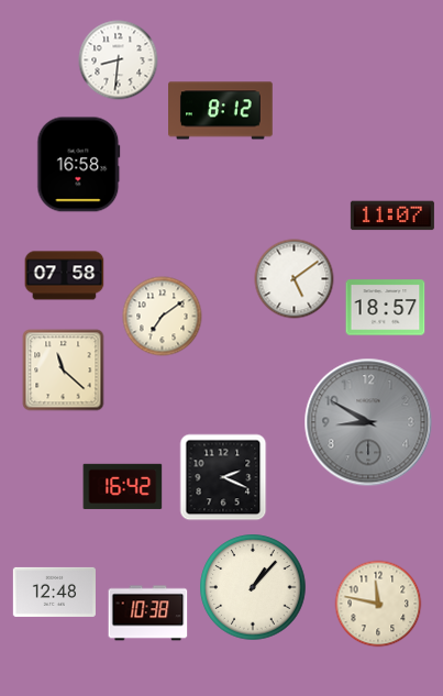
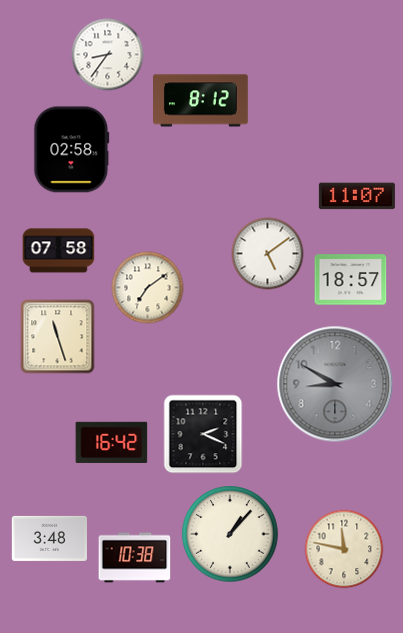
clock at (119, 60): 8:31 -> 8:36
clock at (79, 165): 16:58 -> 02:58
clock at (64, 371): 11:22 -> 11:27
clock at (54, 592): 12:48 -> 3:48
